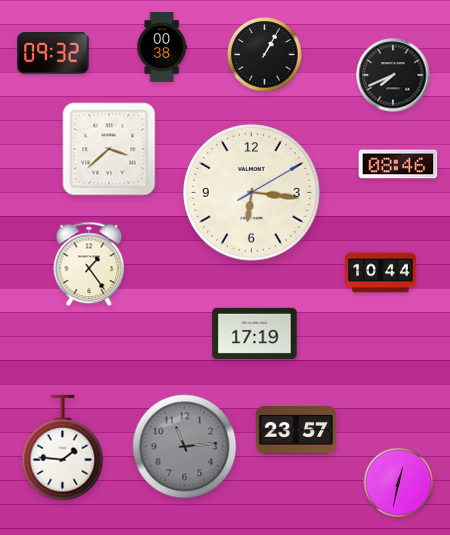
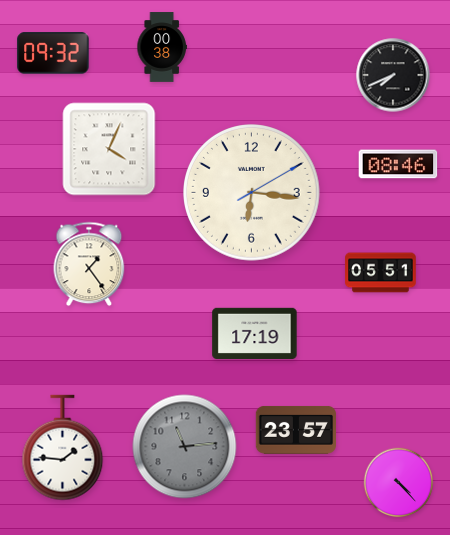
clock at (265, 55): 1:05 -> none
clock at (109, 149): 3:38 -> 4:04
clock at (381, 273): 10:44 -> 05:51
clock at (399, 483): 12:32 -> 4:23
